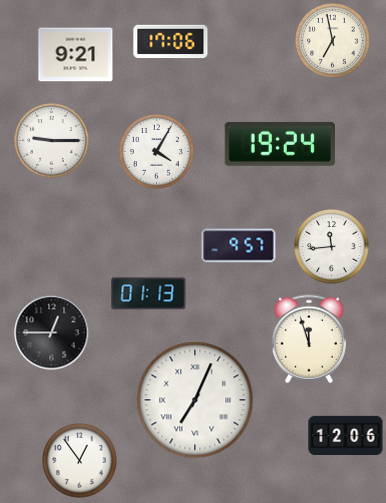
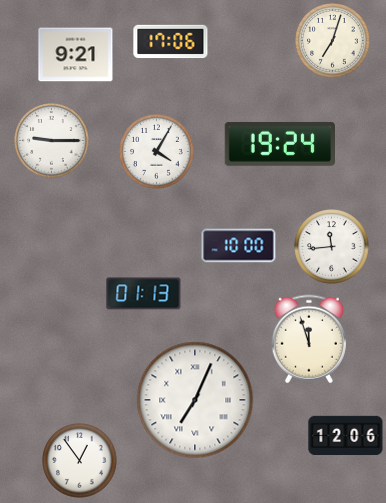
clock at (333, 41): 6:58 -> 7:03
clock at (239, 246): 9:57 -> 10:00
clock at (149, 294) position: (149, 294) -> (144, 294)
clock at (52, 333): 12:45 -> none
